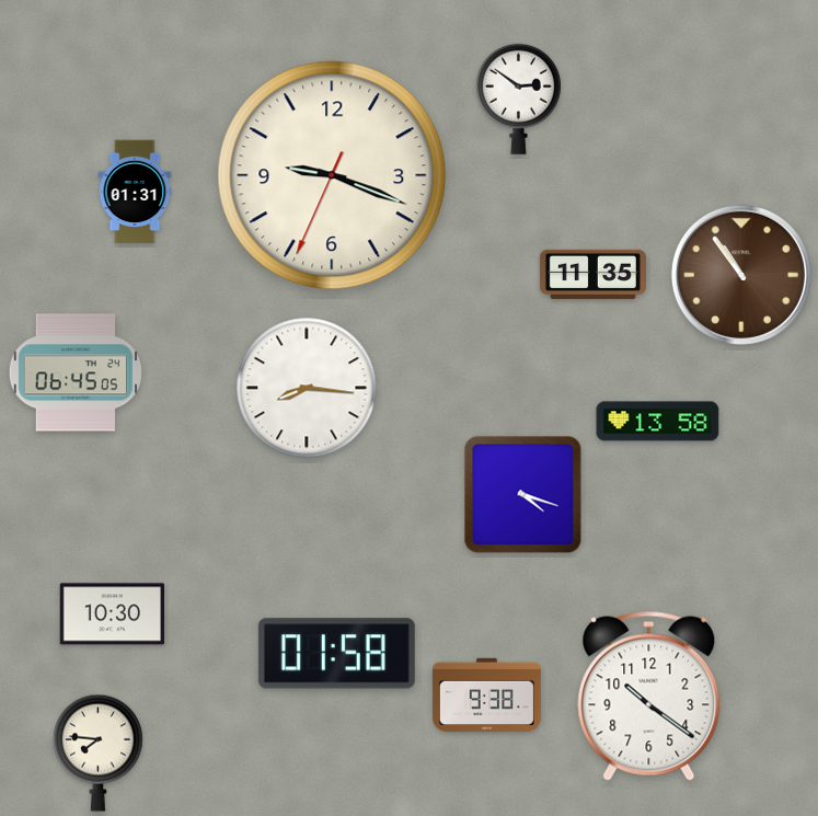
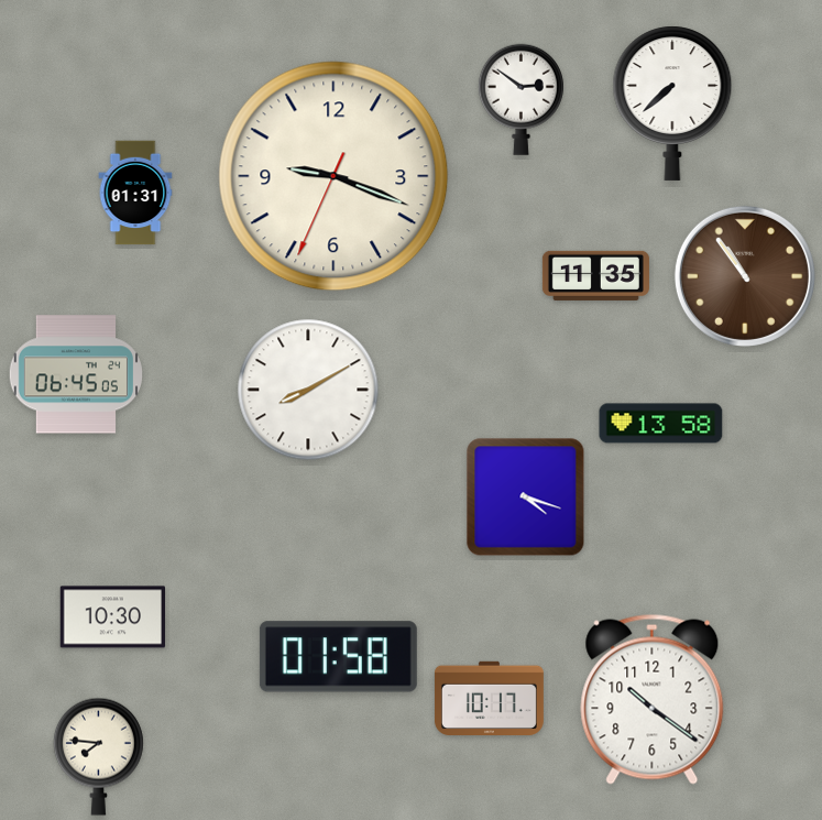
clock at (672, 103): none -> 7:38
clock at (307, 388): 8:16 -> 8:10
clock at (486, 696): 9:38 -> 10:17
